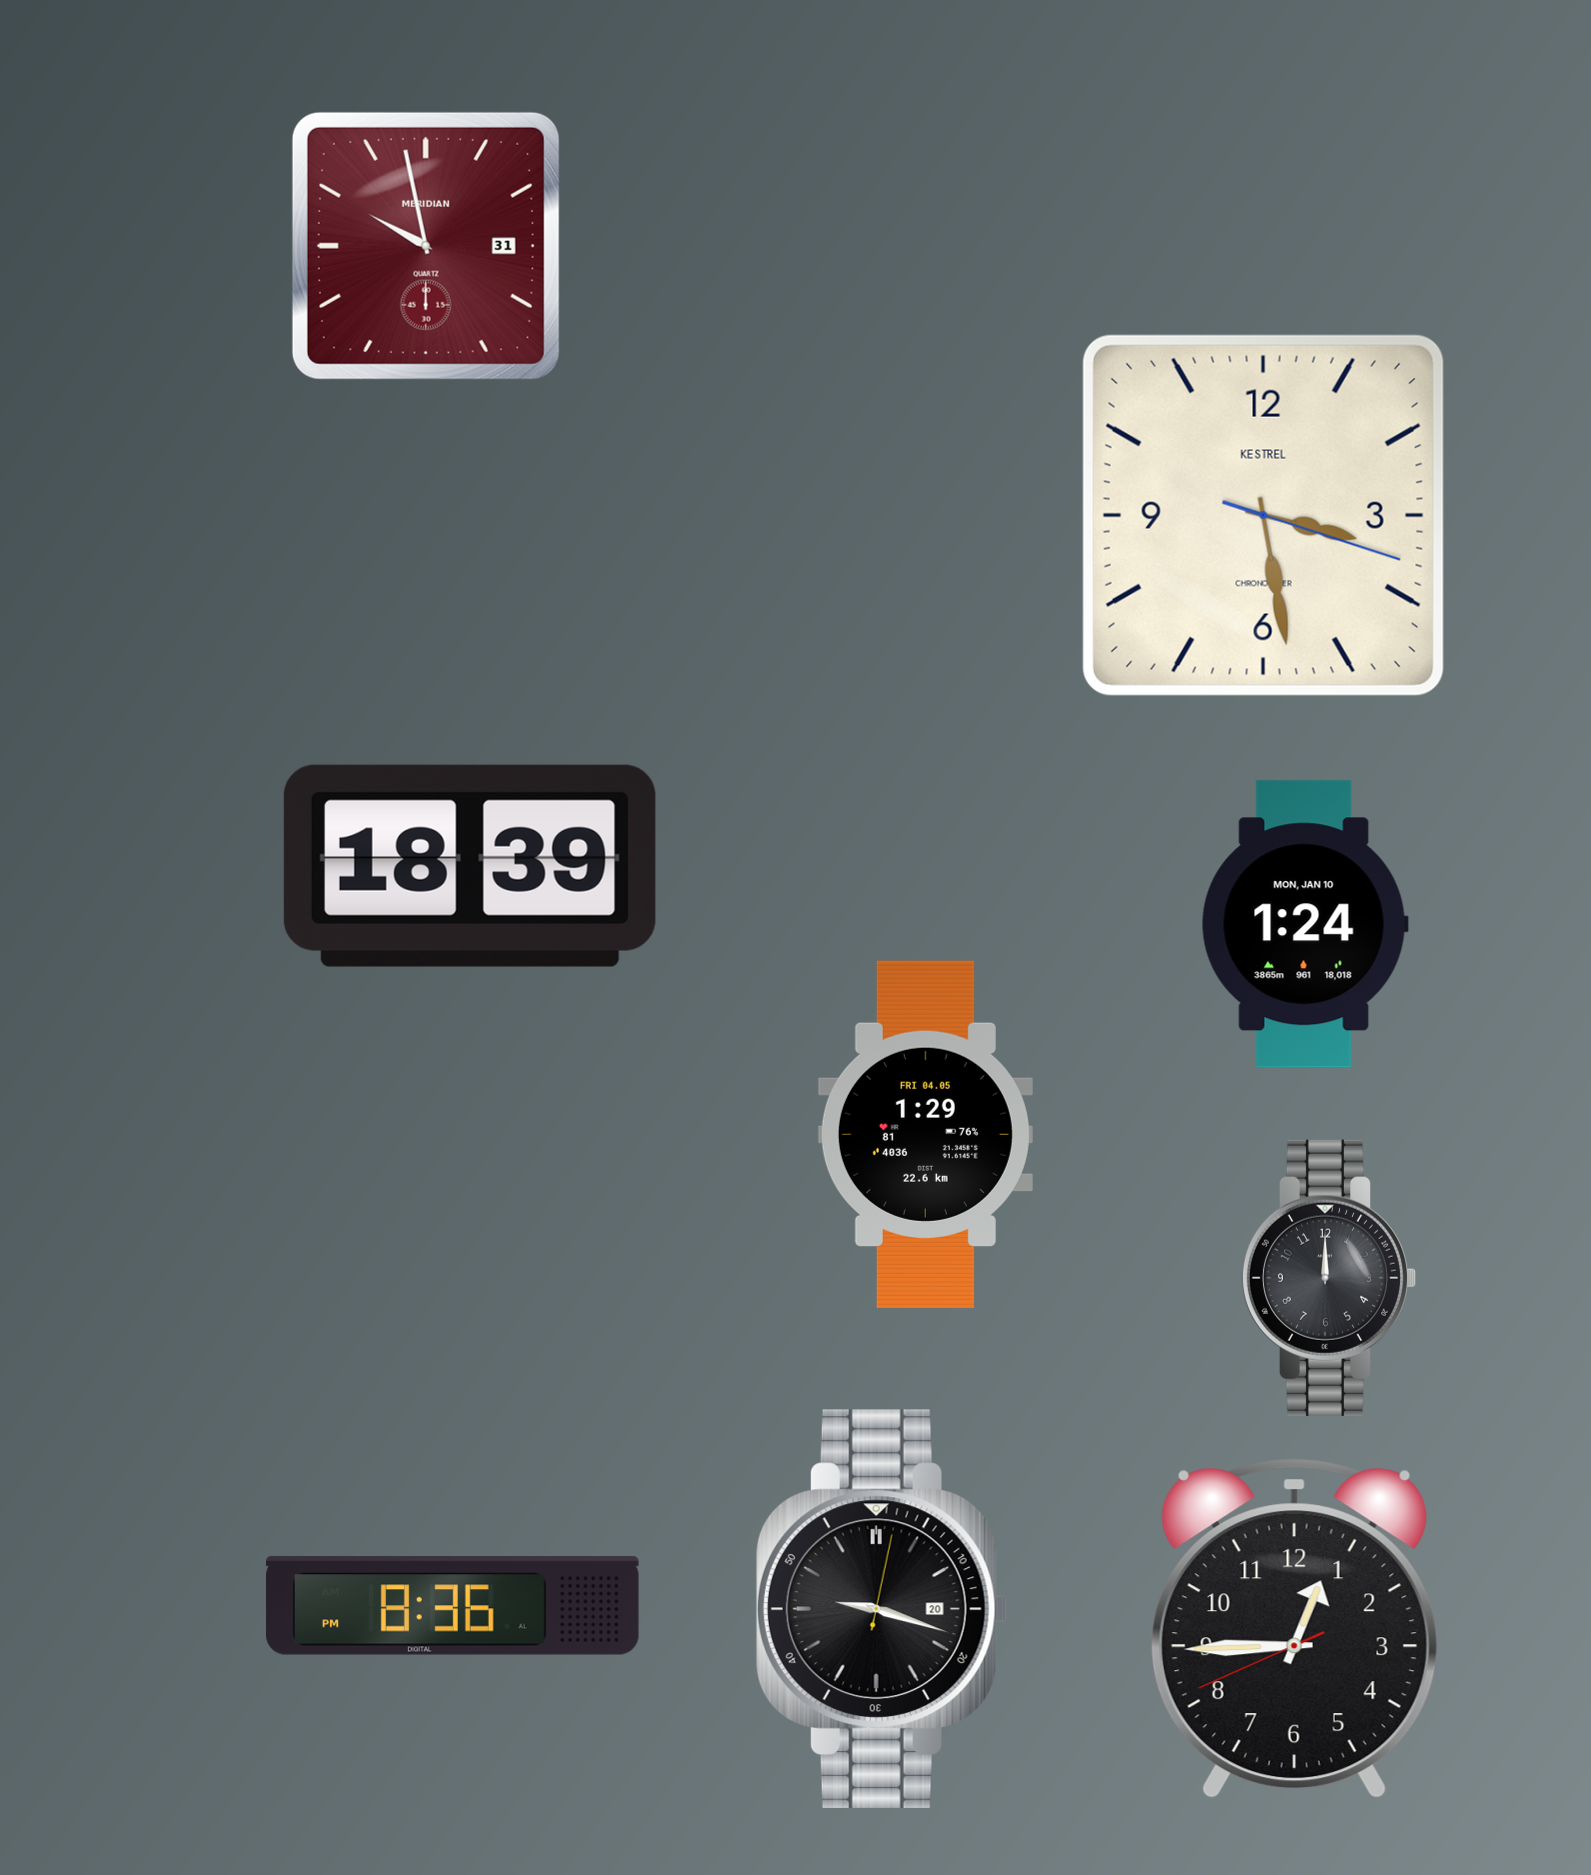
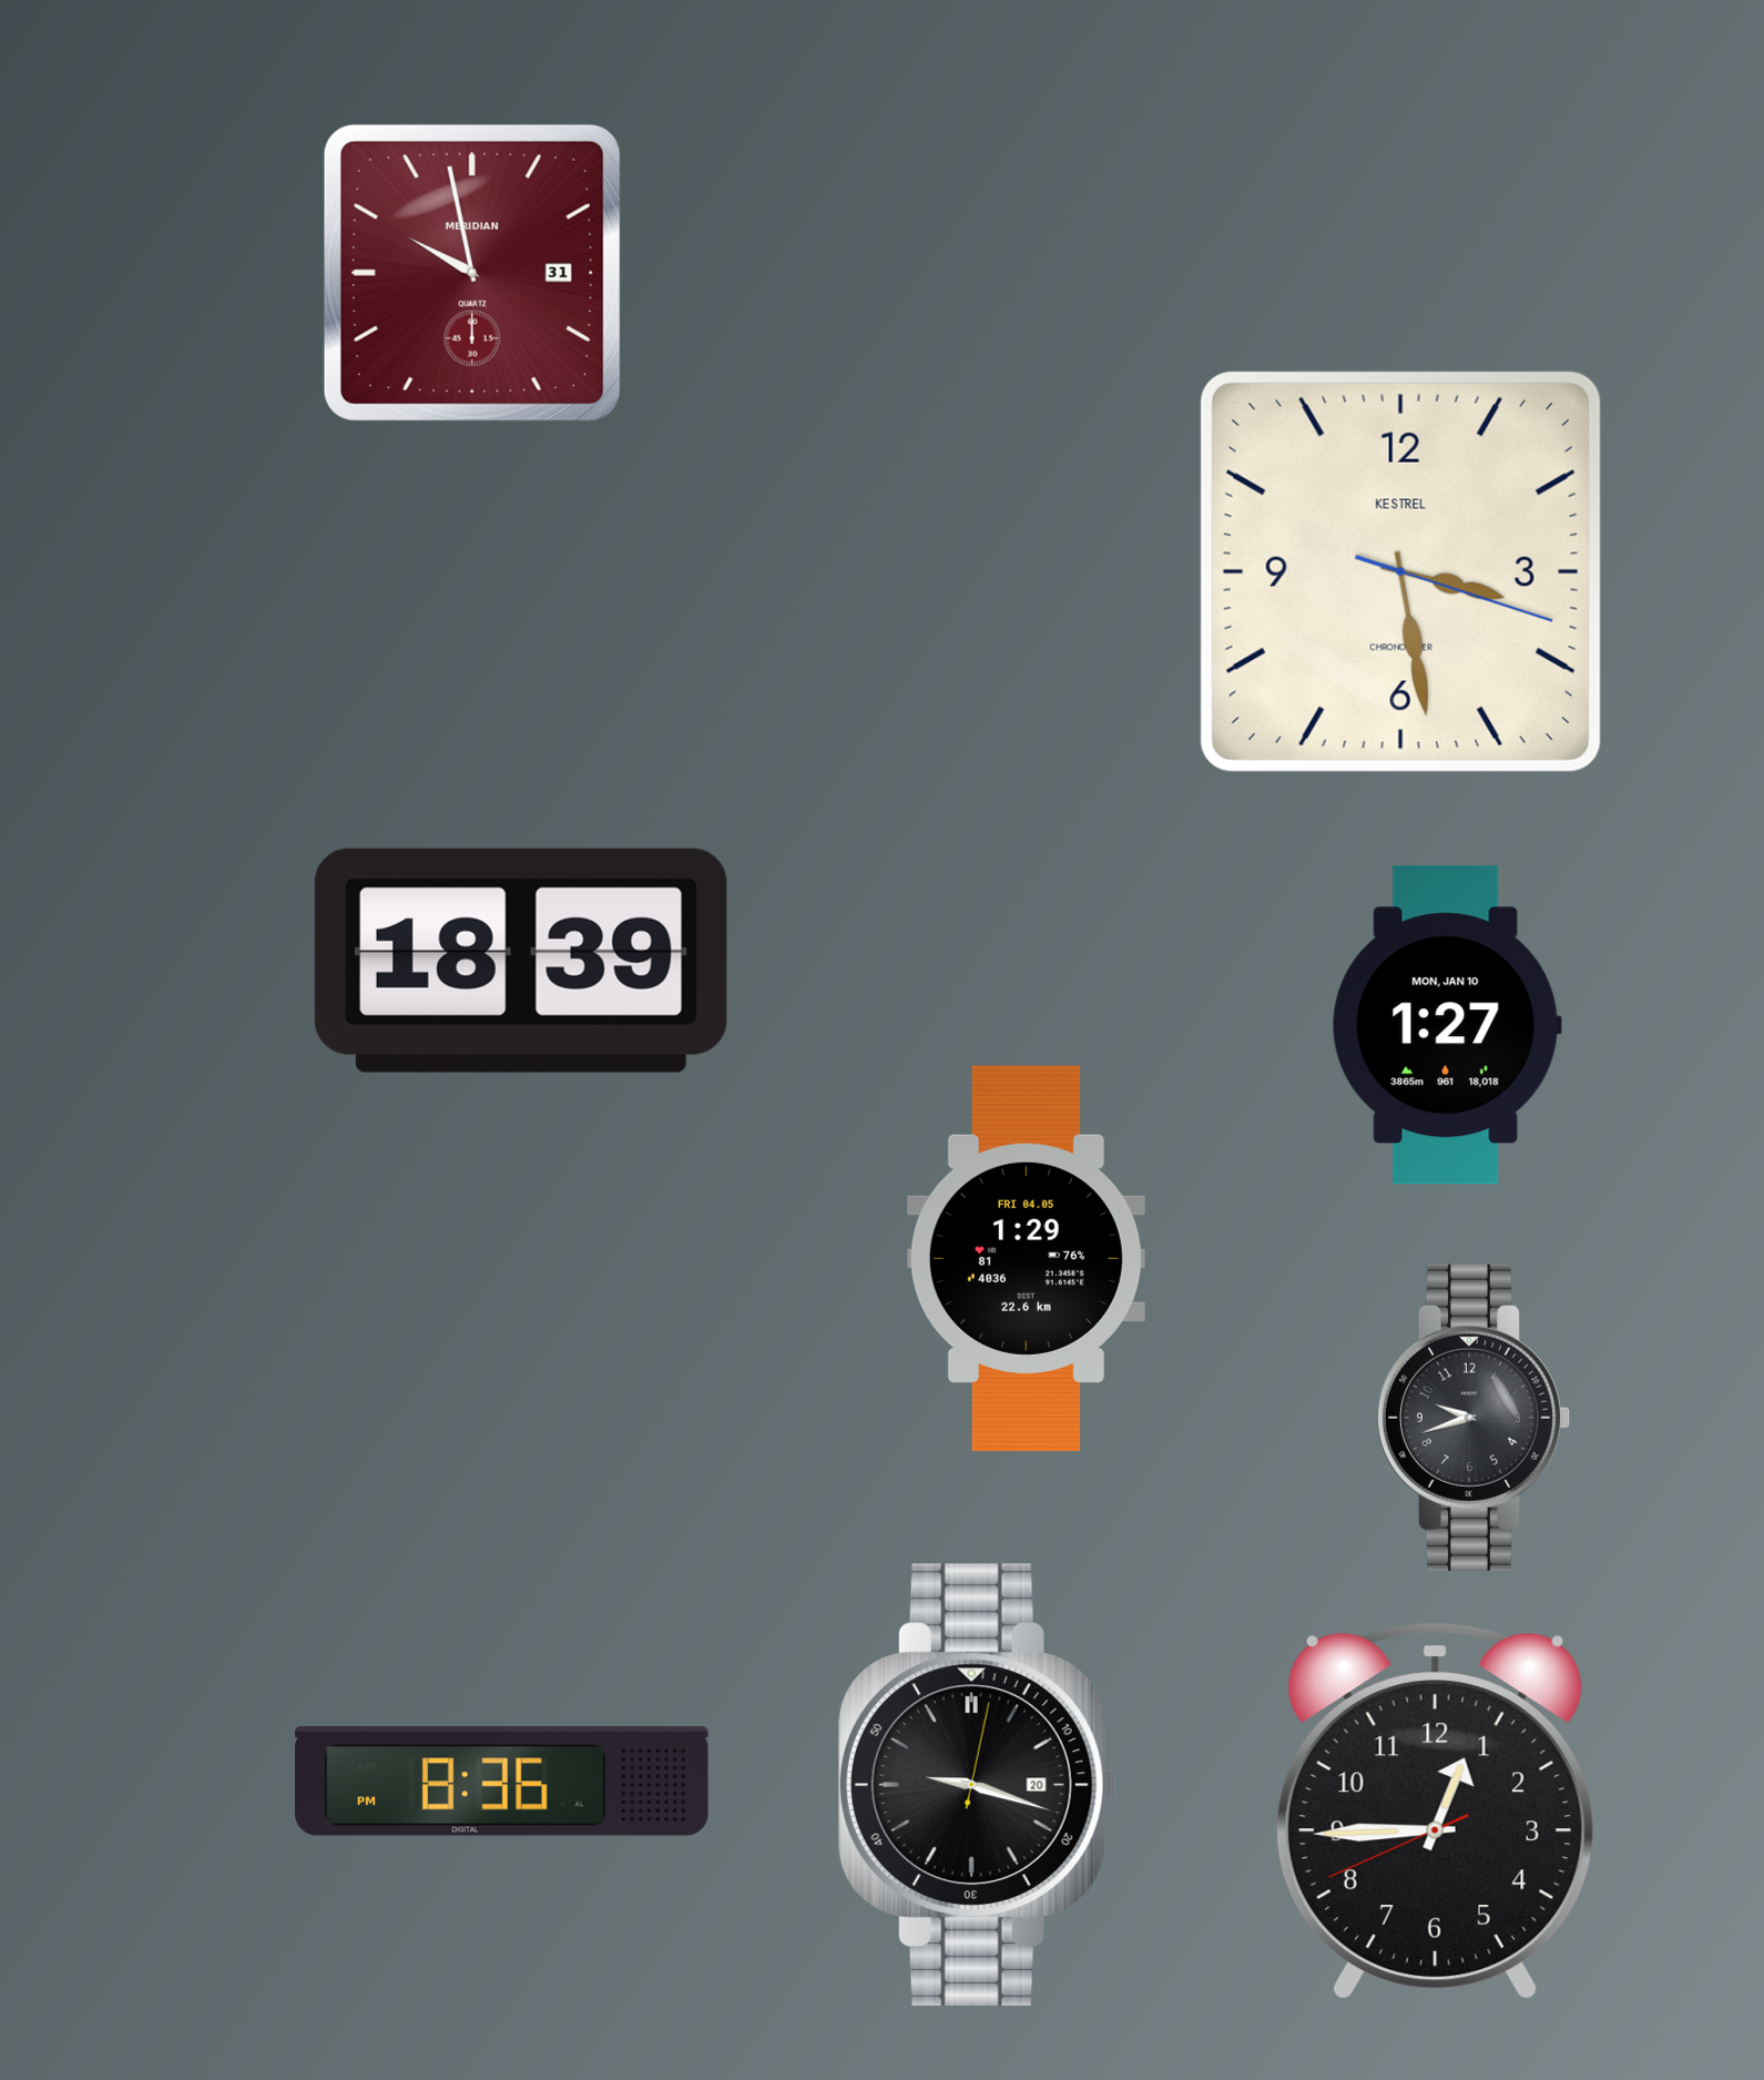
clock at (1305, 924): 1:24 -> 1:27
clock at (1329, 1278): 12:00 -> 9:42
clock at (1294, 1629) position: (1294, 1629) -> (1435, 1812)
